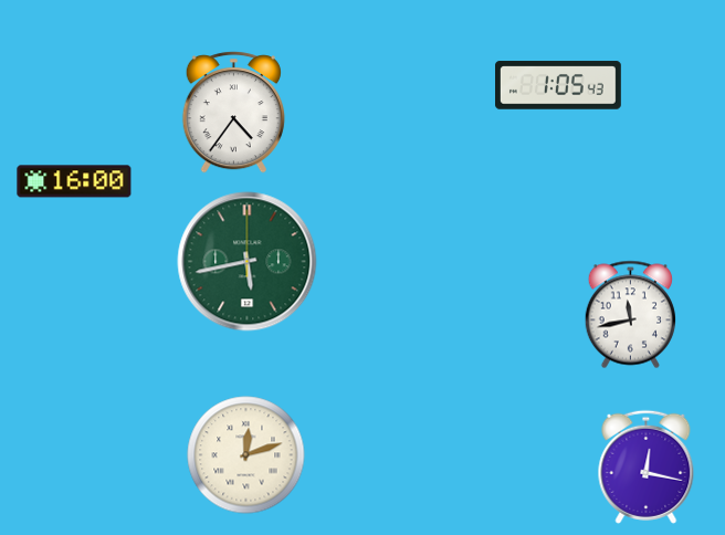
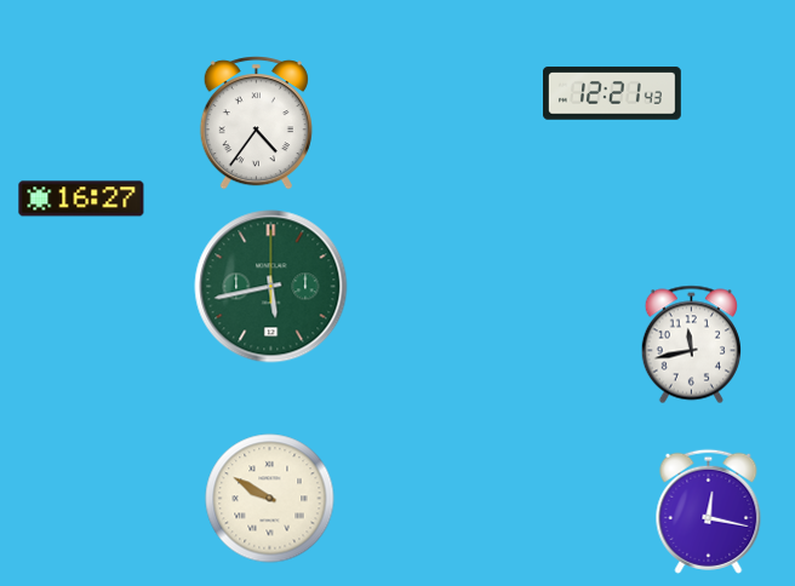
clock at (559, 85): 1:05 -> 12:21
clock at (74, 181): 16:00 -> 16:27
clock at (246, 455): 12:12 -> 9:50
